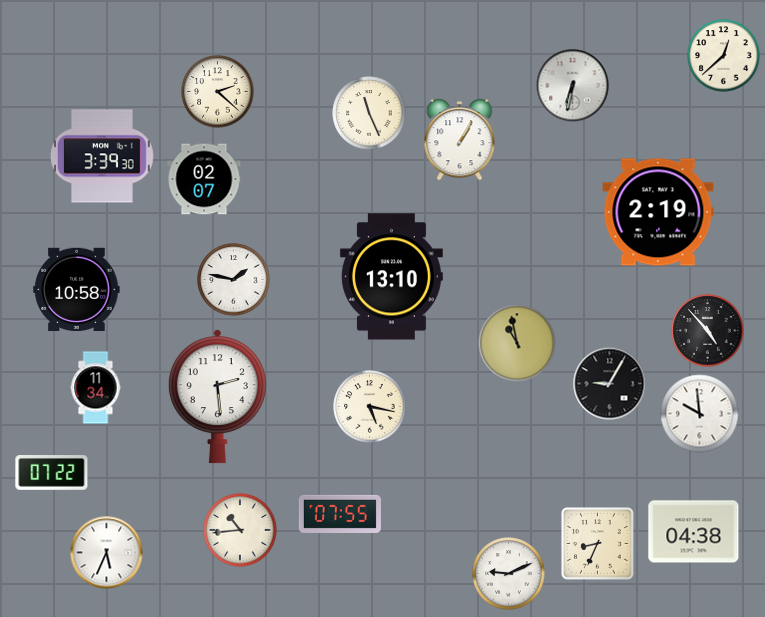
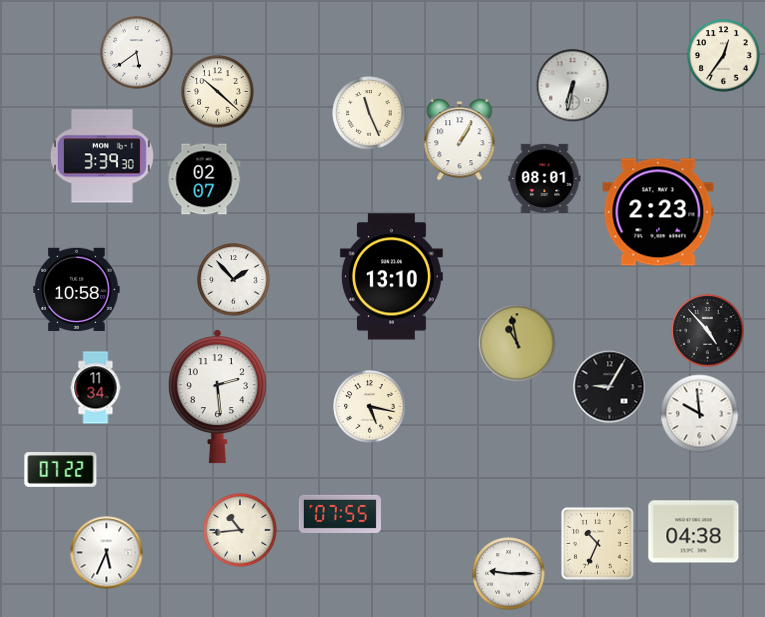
clock at (137, 53): none -> 5:39
clock at (724, 56): 12:38 -> 12:36
clock at (218, 92): 2:22 -> 10:22
clock at (545, 178): none -> 08:01
clock at (658, 212): 2:19 -> 2:23
clock at (234, 280): 1:47 -> 1:53
clock at (610, 384) position: (610, 384) -> (610, 387)
clock at (52, 473) position: (52, 473) -> (61, 470)
clock at (598, 544): 8:34 -> 10:34
clock at (509, 574): 9:11 -> 9:15
